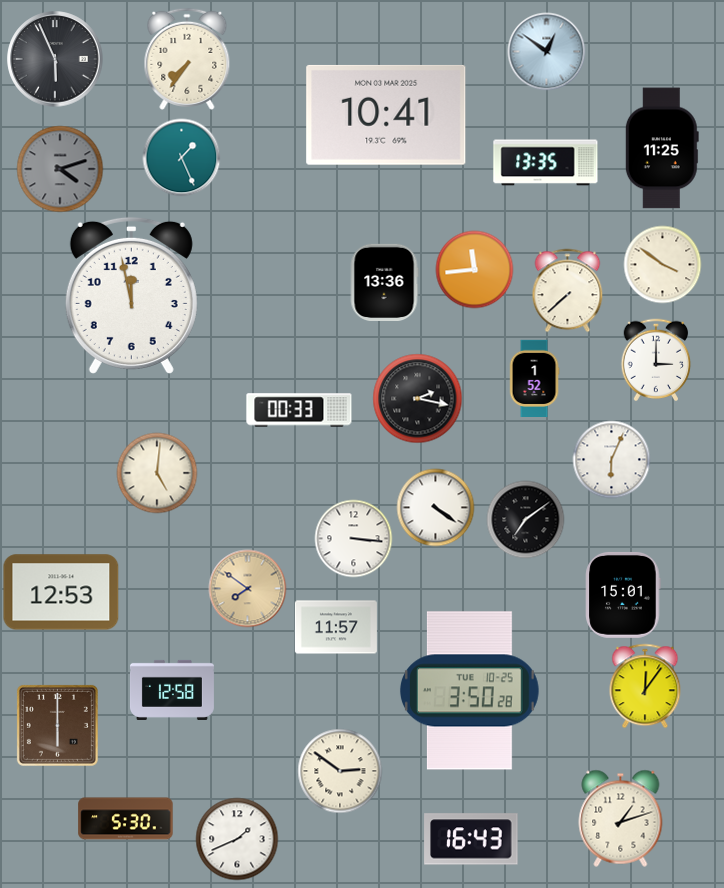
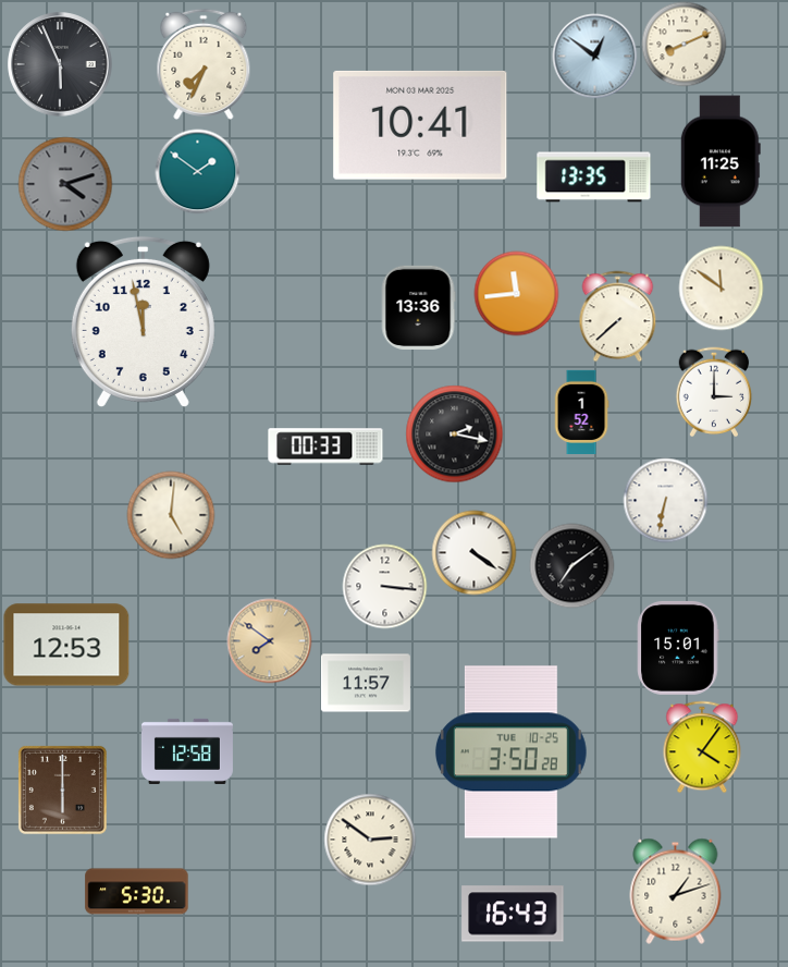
clock at (684, 44): none -> 8:11
clock at (187, 59): 7:36 -> 7:34
clock at (181, 157): 1:26 -> 1:51
clock at (662, 264): 3:51 -> 11:51
clock at (611, 459): 6:04 -> 6:32
clock at (645, 686): 12:06 -> 4:06
clock at (237, 839): 1:41 -> none
